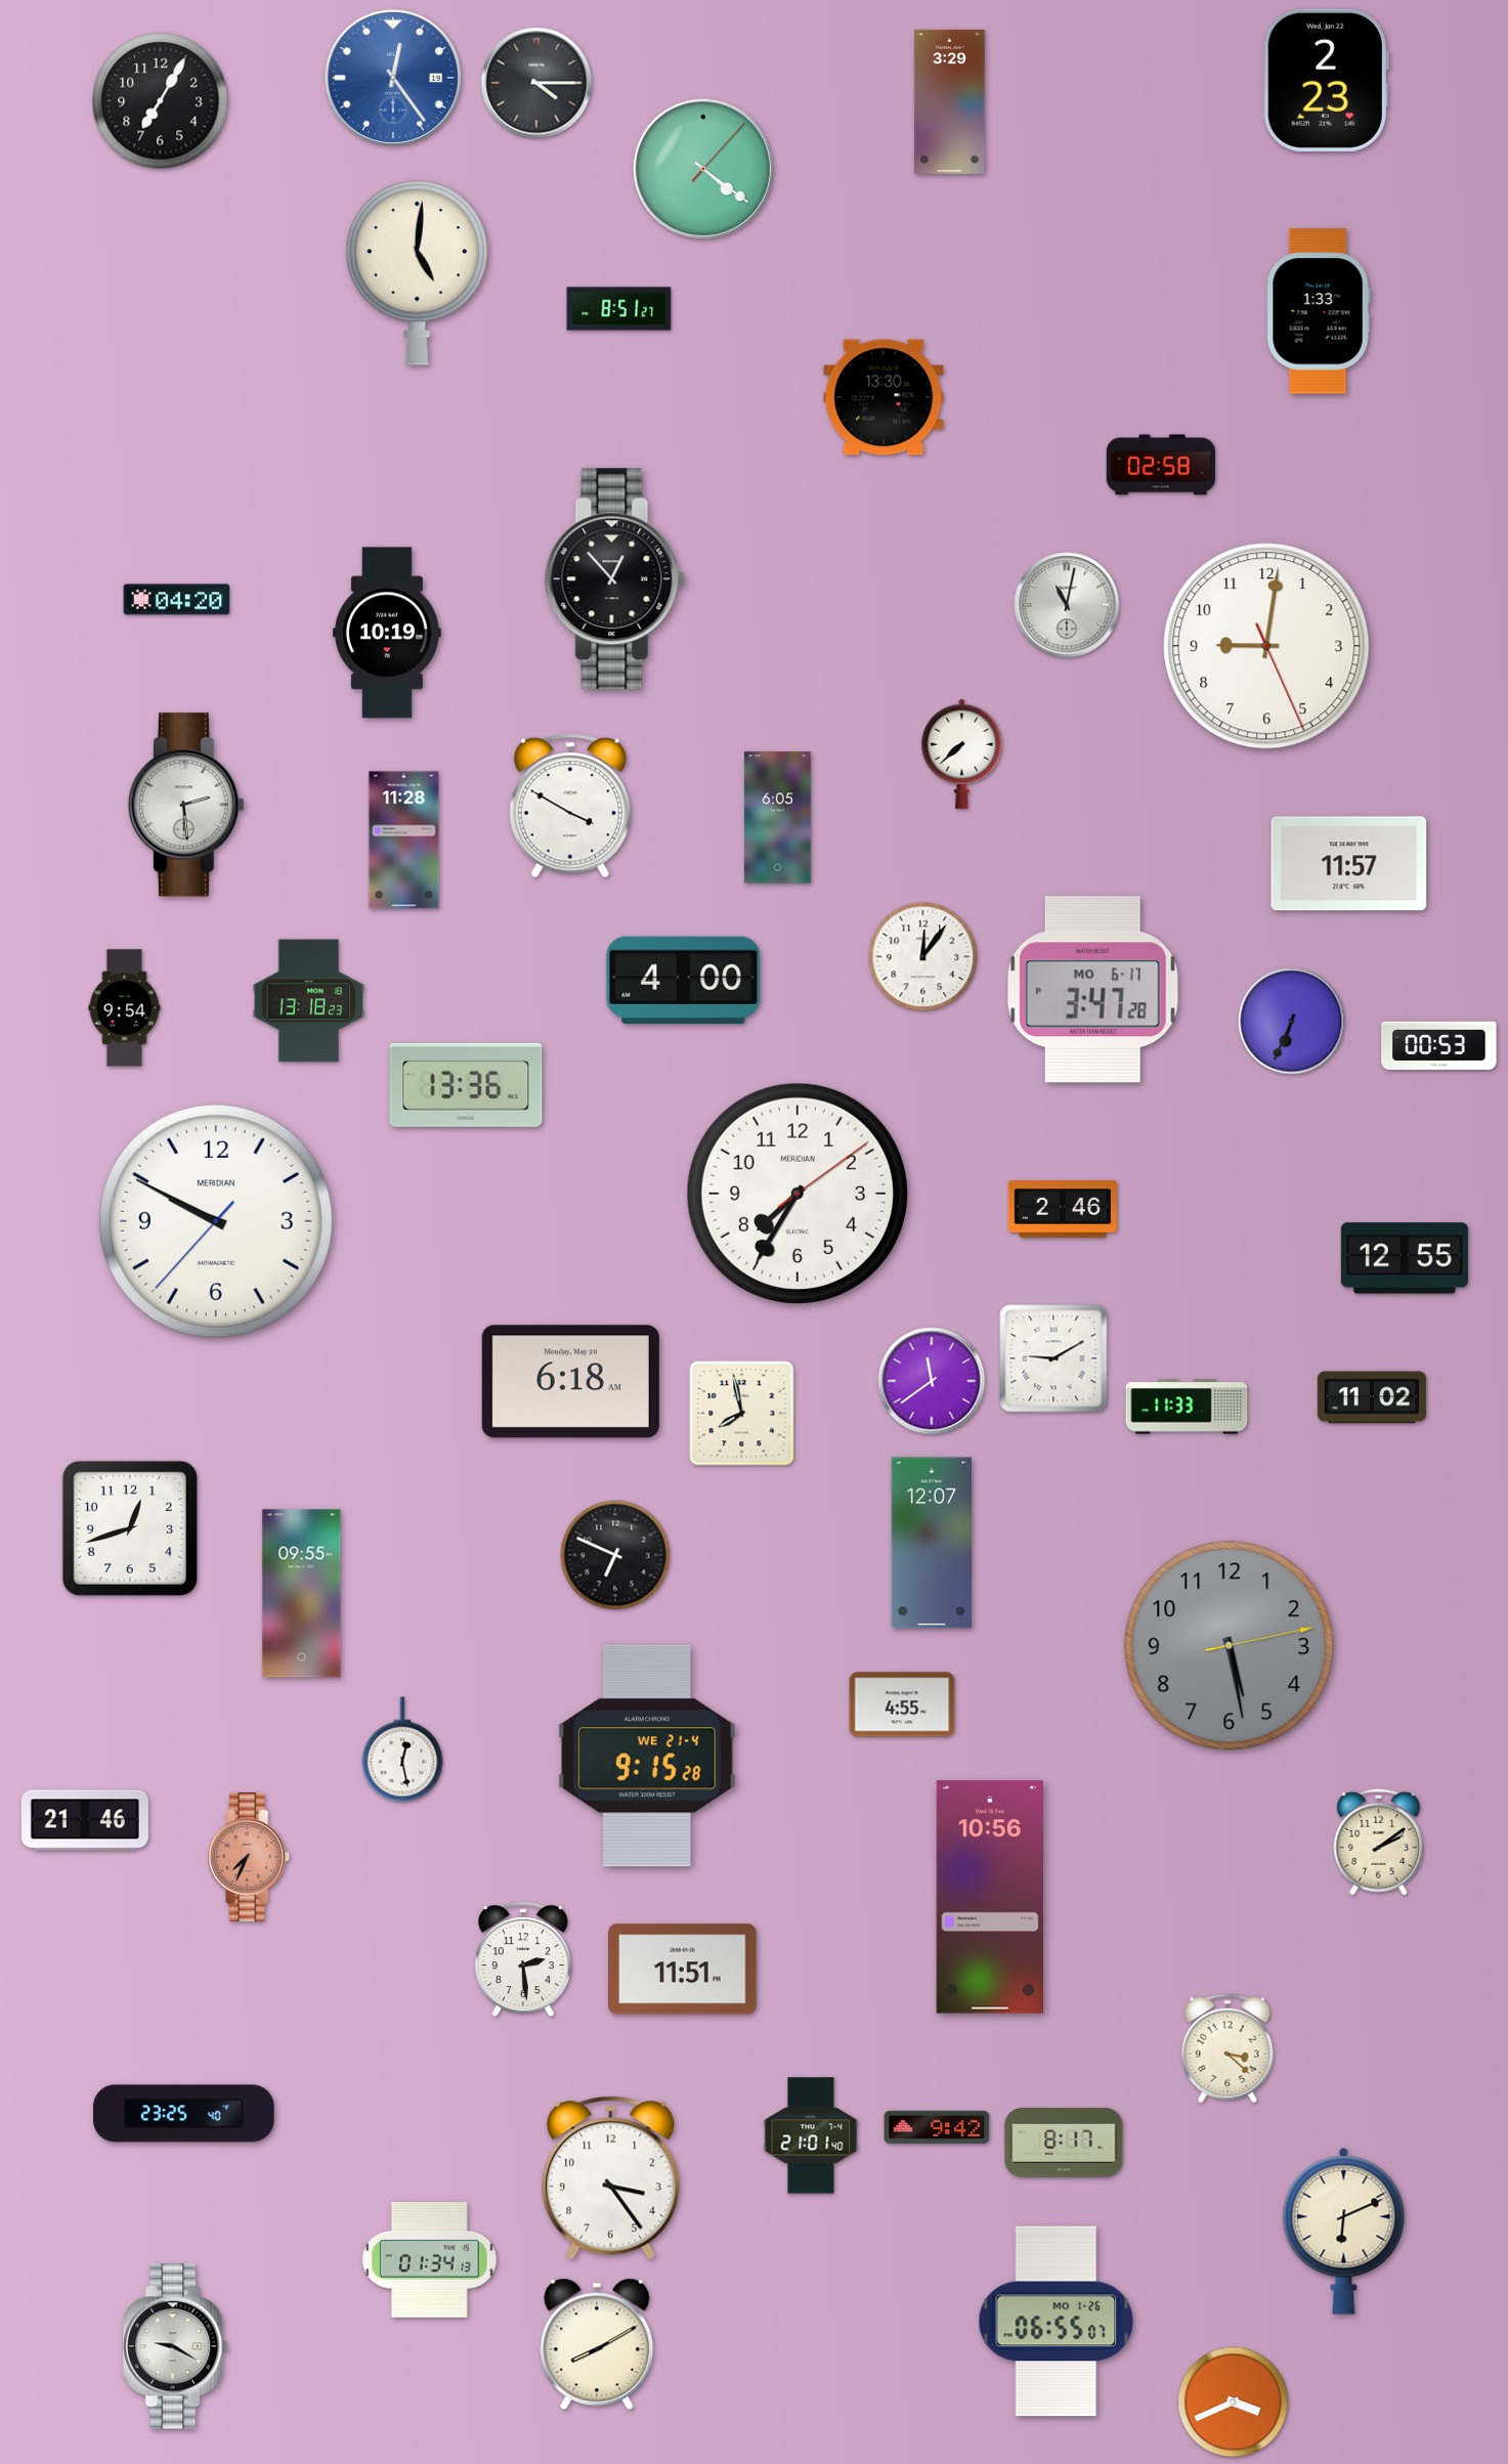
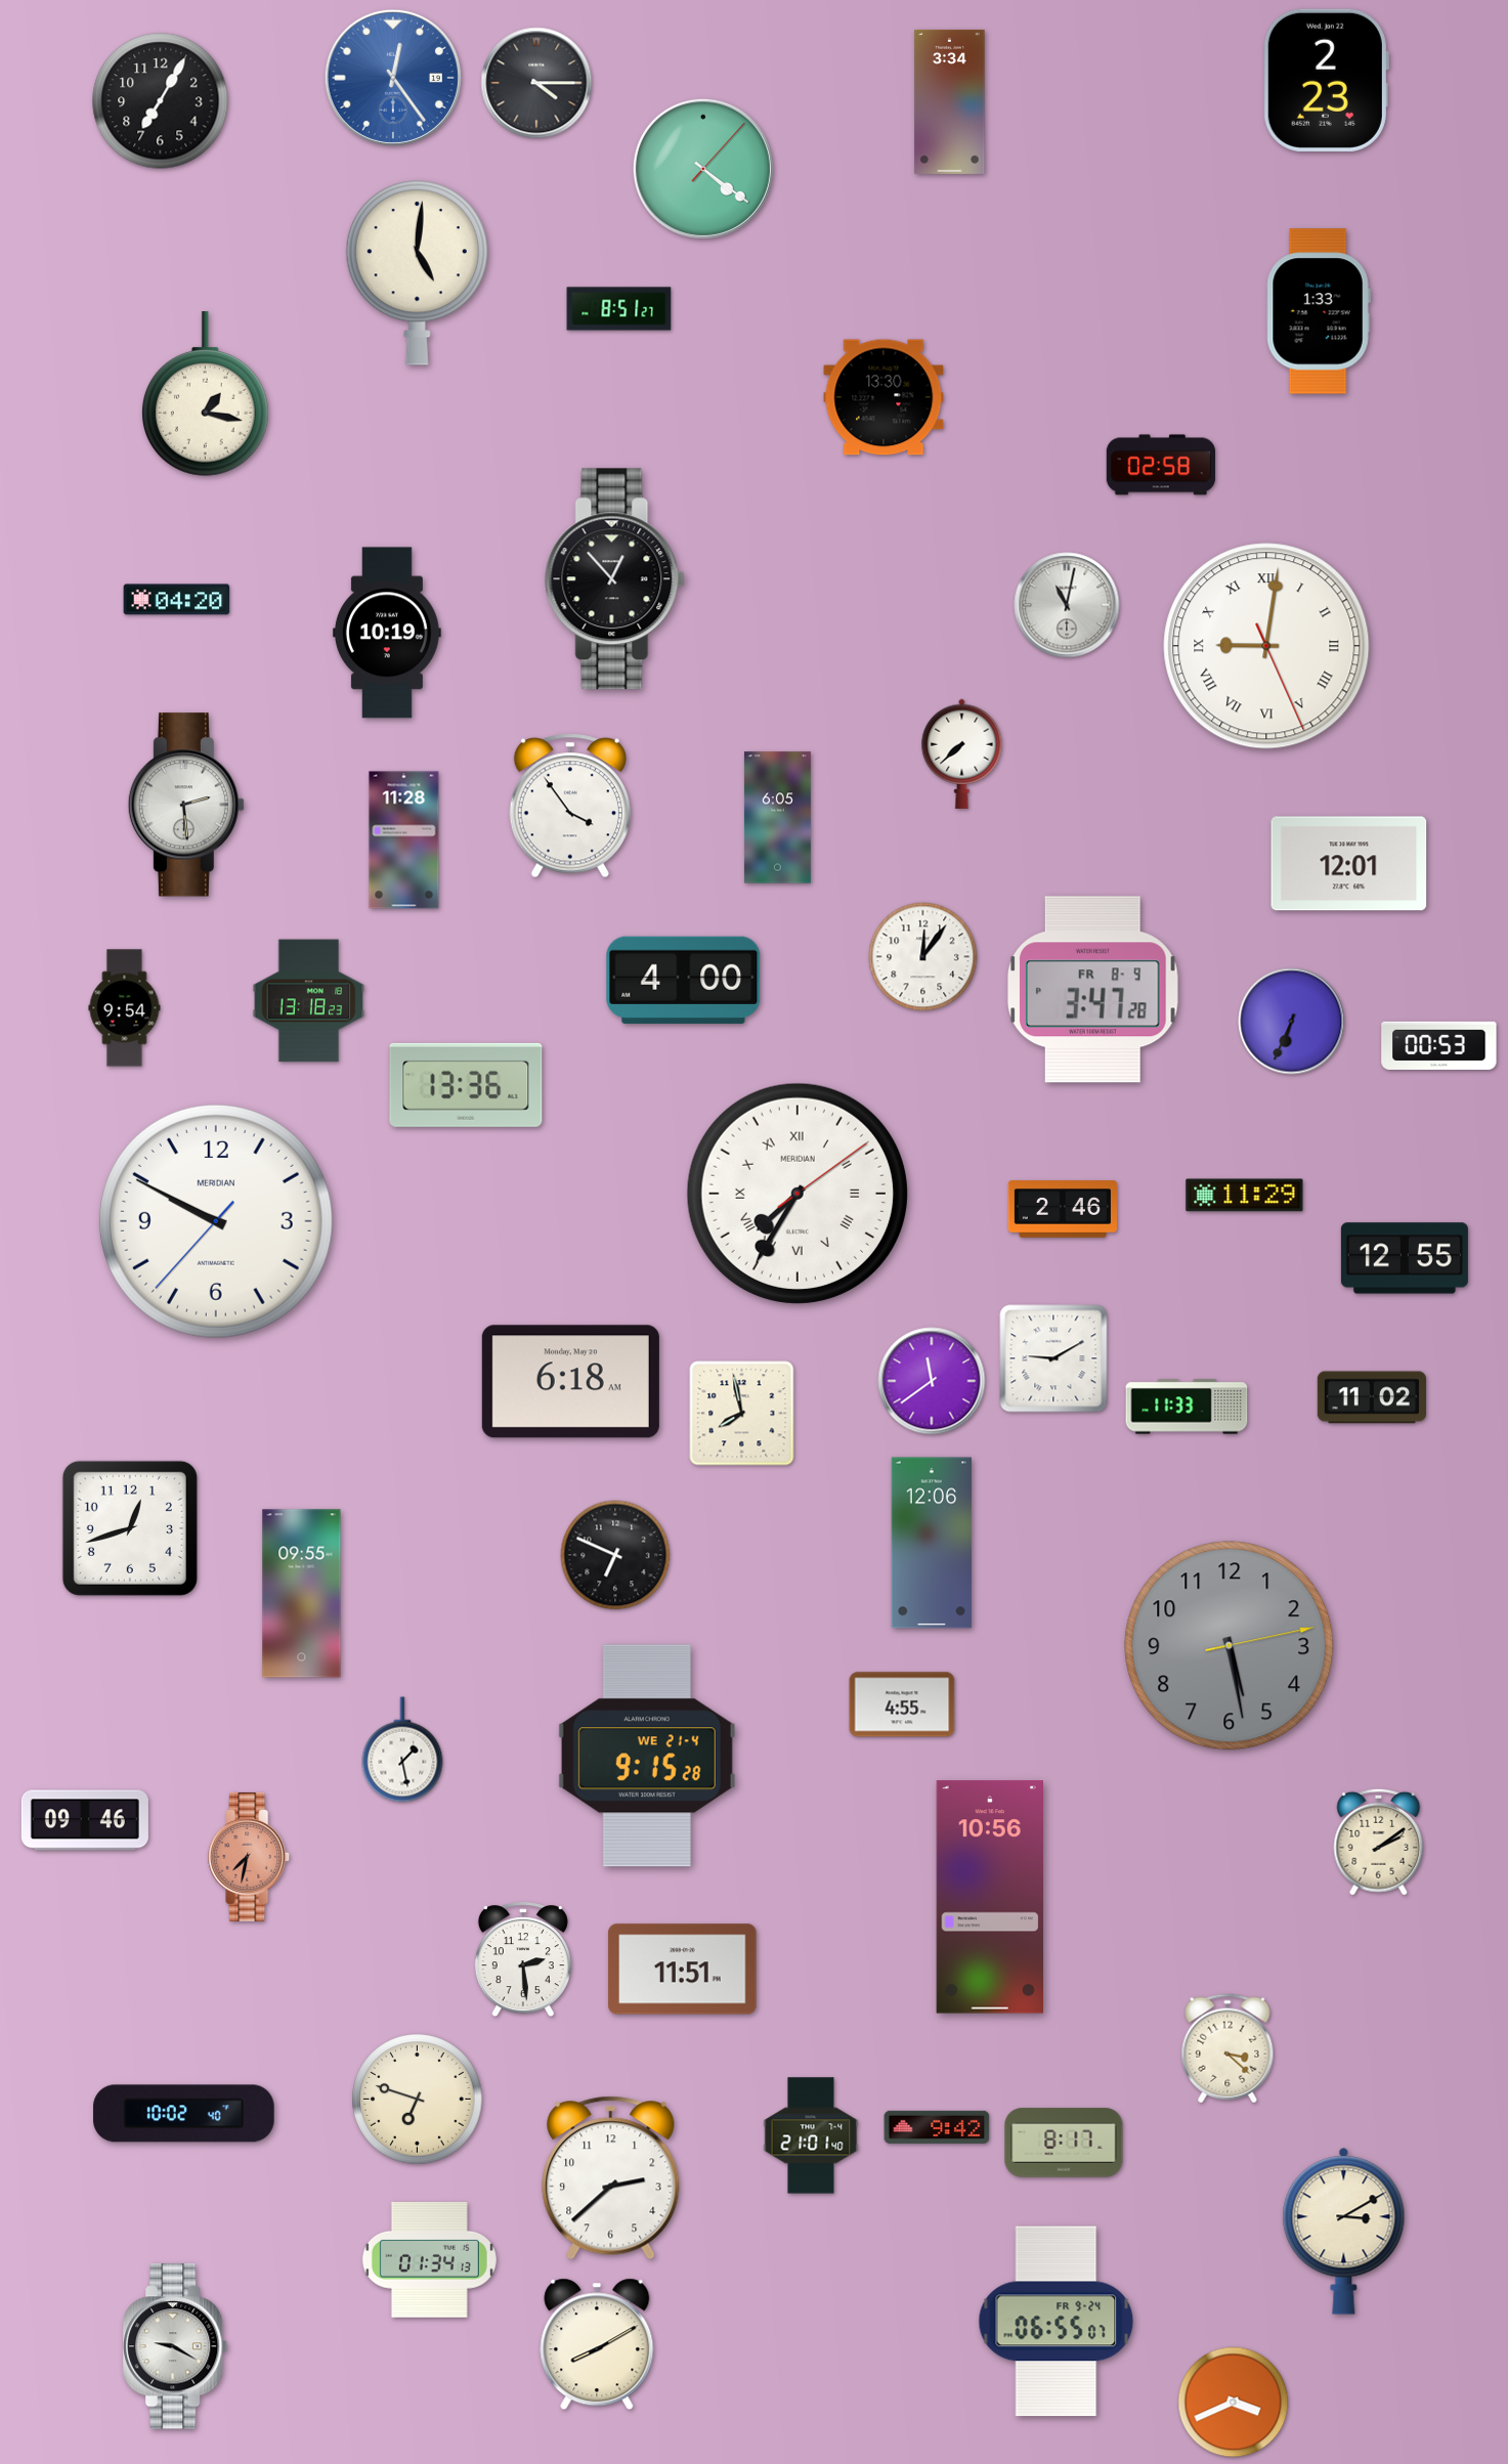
clock at (950, 101): 3:29 -> 3:34
clock at (206, 394): none -> 1:17
clock at (1266, 646) numerals: Arabic -> Roman
clock at (570, 806): 3:50 -> 3:54
clock at (1349, 864): 11:57 -> 12:01
clock at (1093, 990) date: MO 6-17 -> FR 8-9
clock at (798, 1194) numerals: Arabic -> Roman
clock at (1245, 1196): none -> 11:29
clock at (932, 1543): 12:07 -> 12:06
clock at (402, 1749): 12:28 -> 1:28
clock at (85, 1820): 21:46 -> 09:46
clock at (250, 1857): 7:34 -> 7:32
clock at (418, 2100): none -> 6:48
clock at (184, 2114): 23:25 -> 10:02
clock at (611, 2178): 3:24 -> 2:38
clock at (1344, 2231): 6:11 -> 3:10
clock at (1057, 2322) date: MO 1-26 -> FR 9-24
